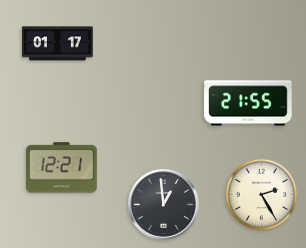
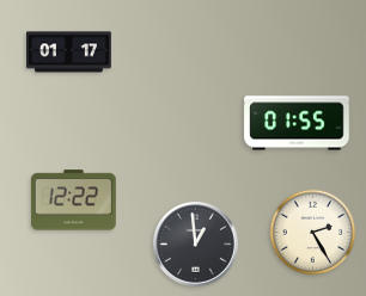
clock at (248, 103): 21:55 -> 01:55
clock at (61, 168): 12:21 -> 12:22
